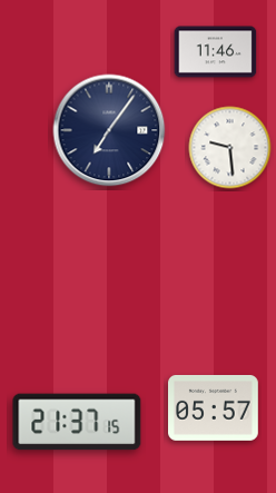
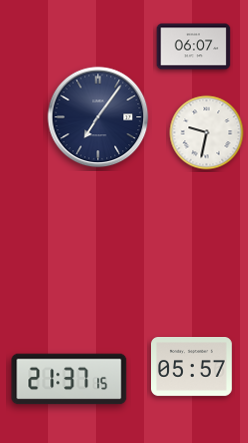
clock at (216, 52): 11:46 -> 06:07
clock at (230, 148): 9:29 -> 9:32
